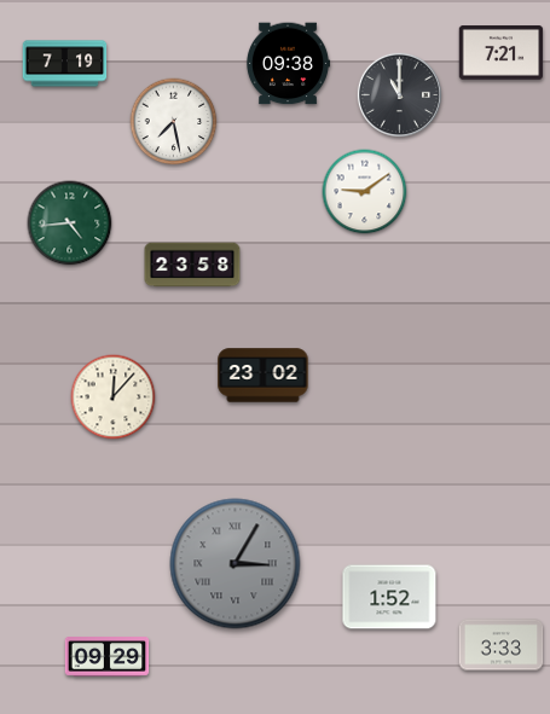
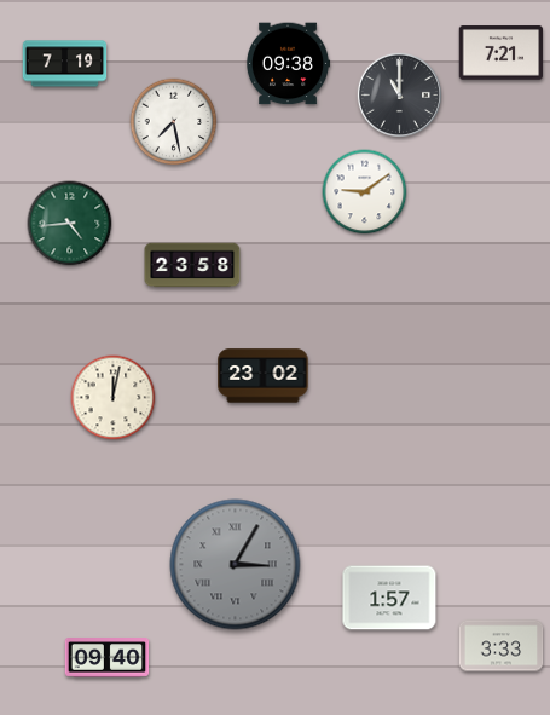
clock at (114, 397): 12:07 -> 12:02
clock at (389, 597): 1:52 -> 1:57
clock at (108, 657): 09:29 -> 09:40
